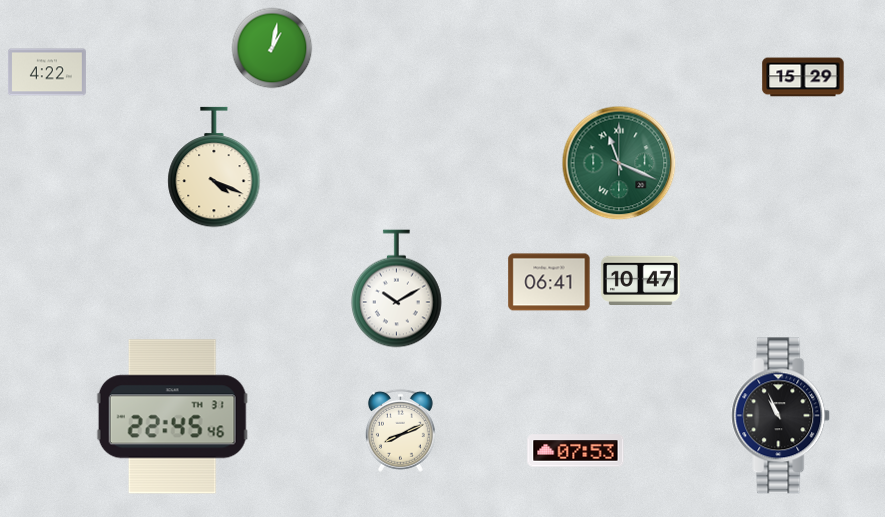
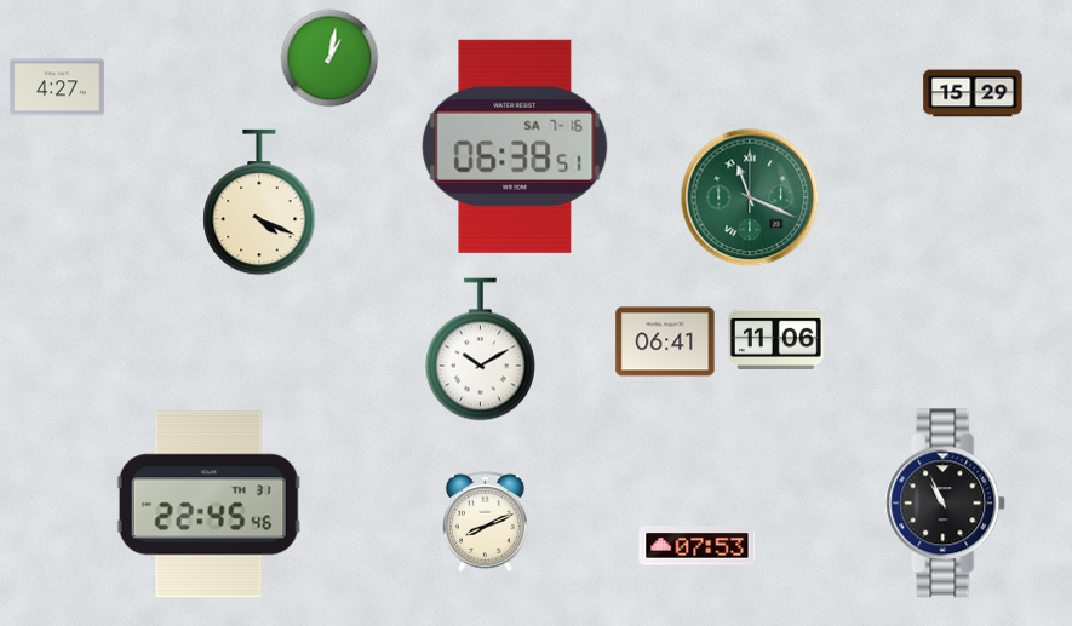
clock at (47, 72): 4:22 -> 4:27
clock at (515, 147): none -> 06:38
clock at (640, 280): 10:47 -> 11:06
